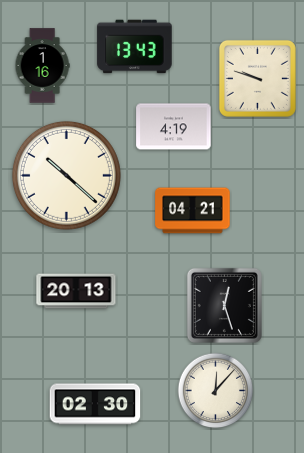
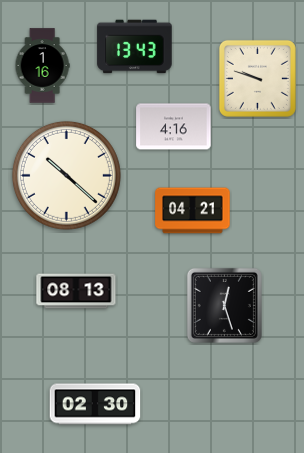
clock at (174, 127): 4:19 -> 4:16
clock at (76, 291): 20:13 -> 08:13
clock at (216, 391): 12:07 -> none
